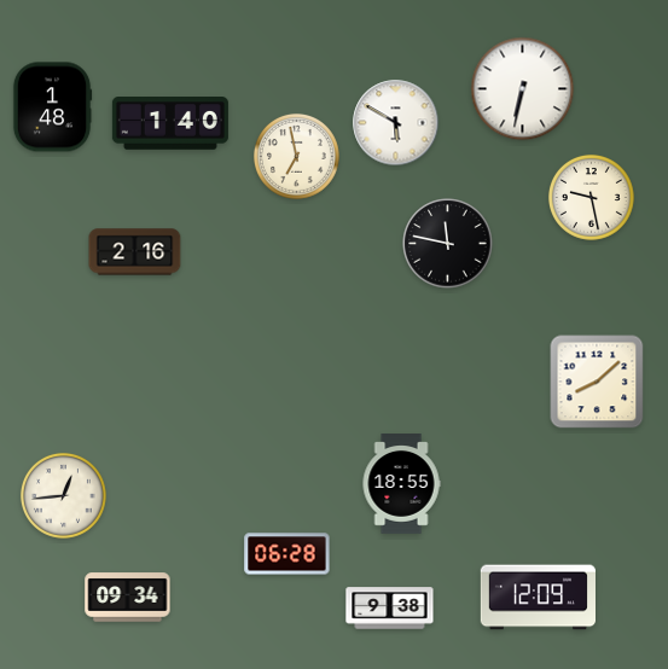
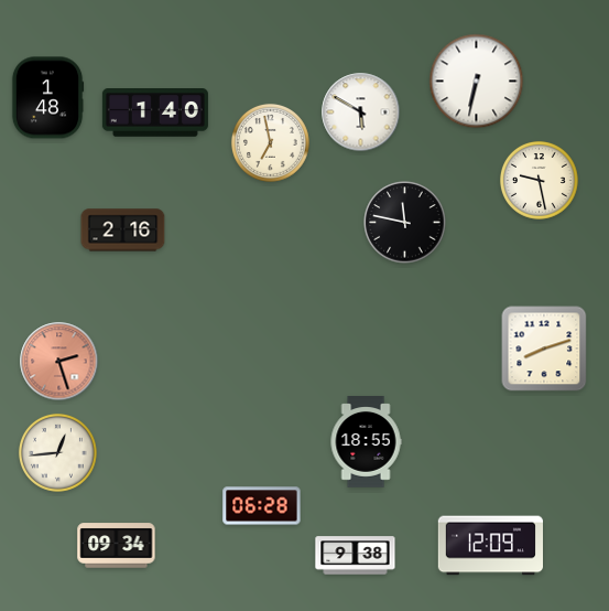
clock at (448, 244) position: (448, 244) -> (405, 223)
clock at (597, 382): 8:08 -> 8:12
clock at (59, 362): none -> 2:27
